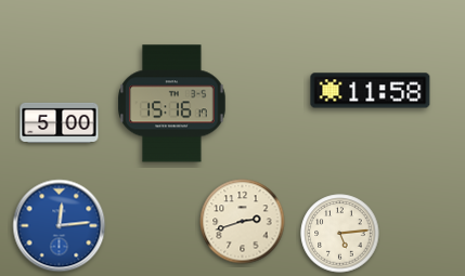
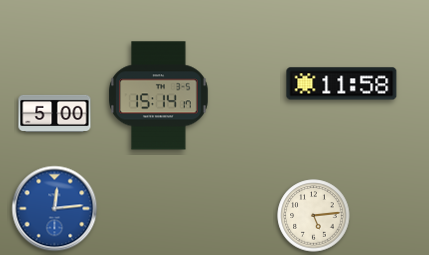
clock at (172, 104): 15:16 -> 15:14
clock at (243, 222): 2:42 -> none
